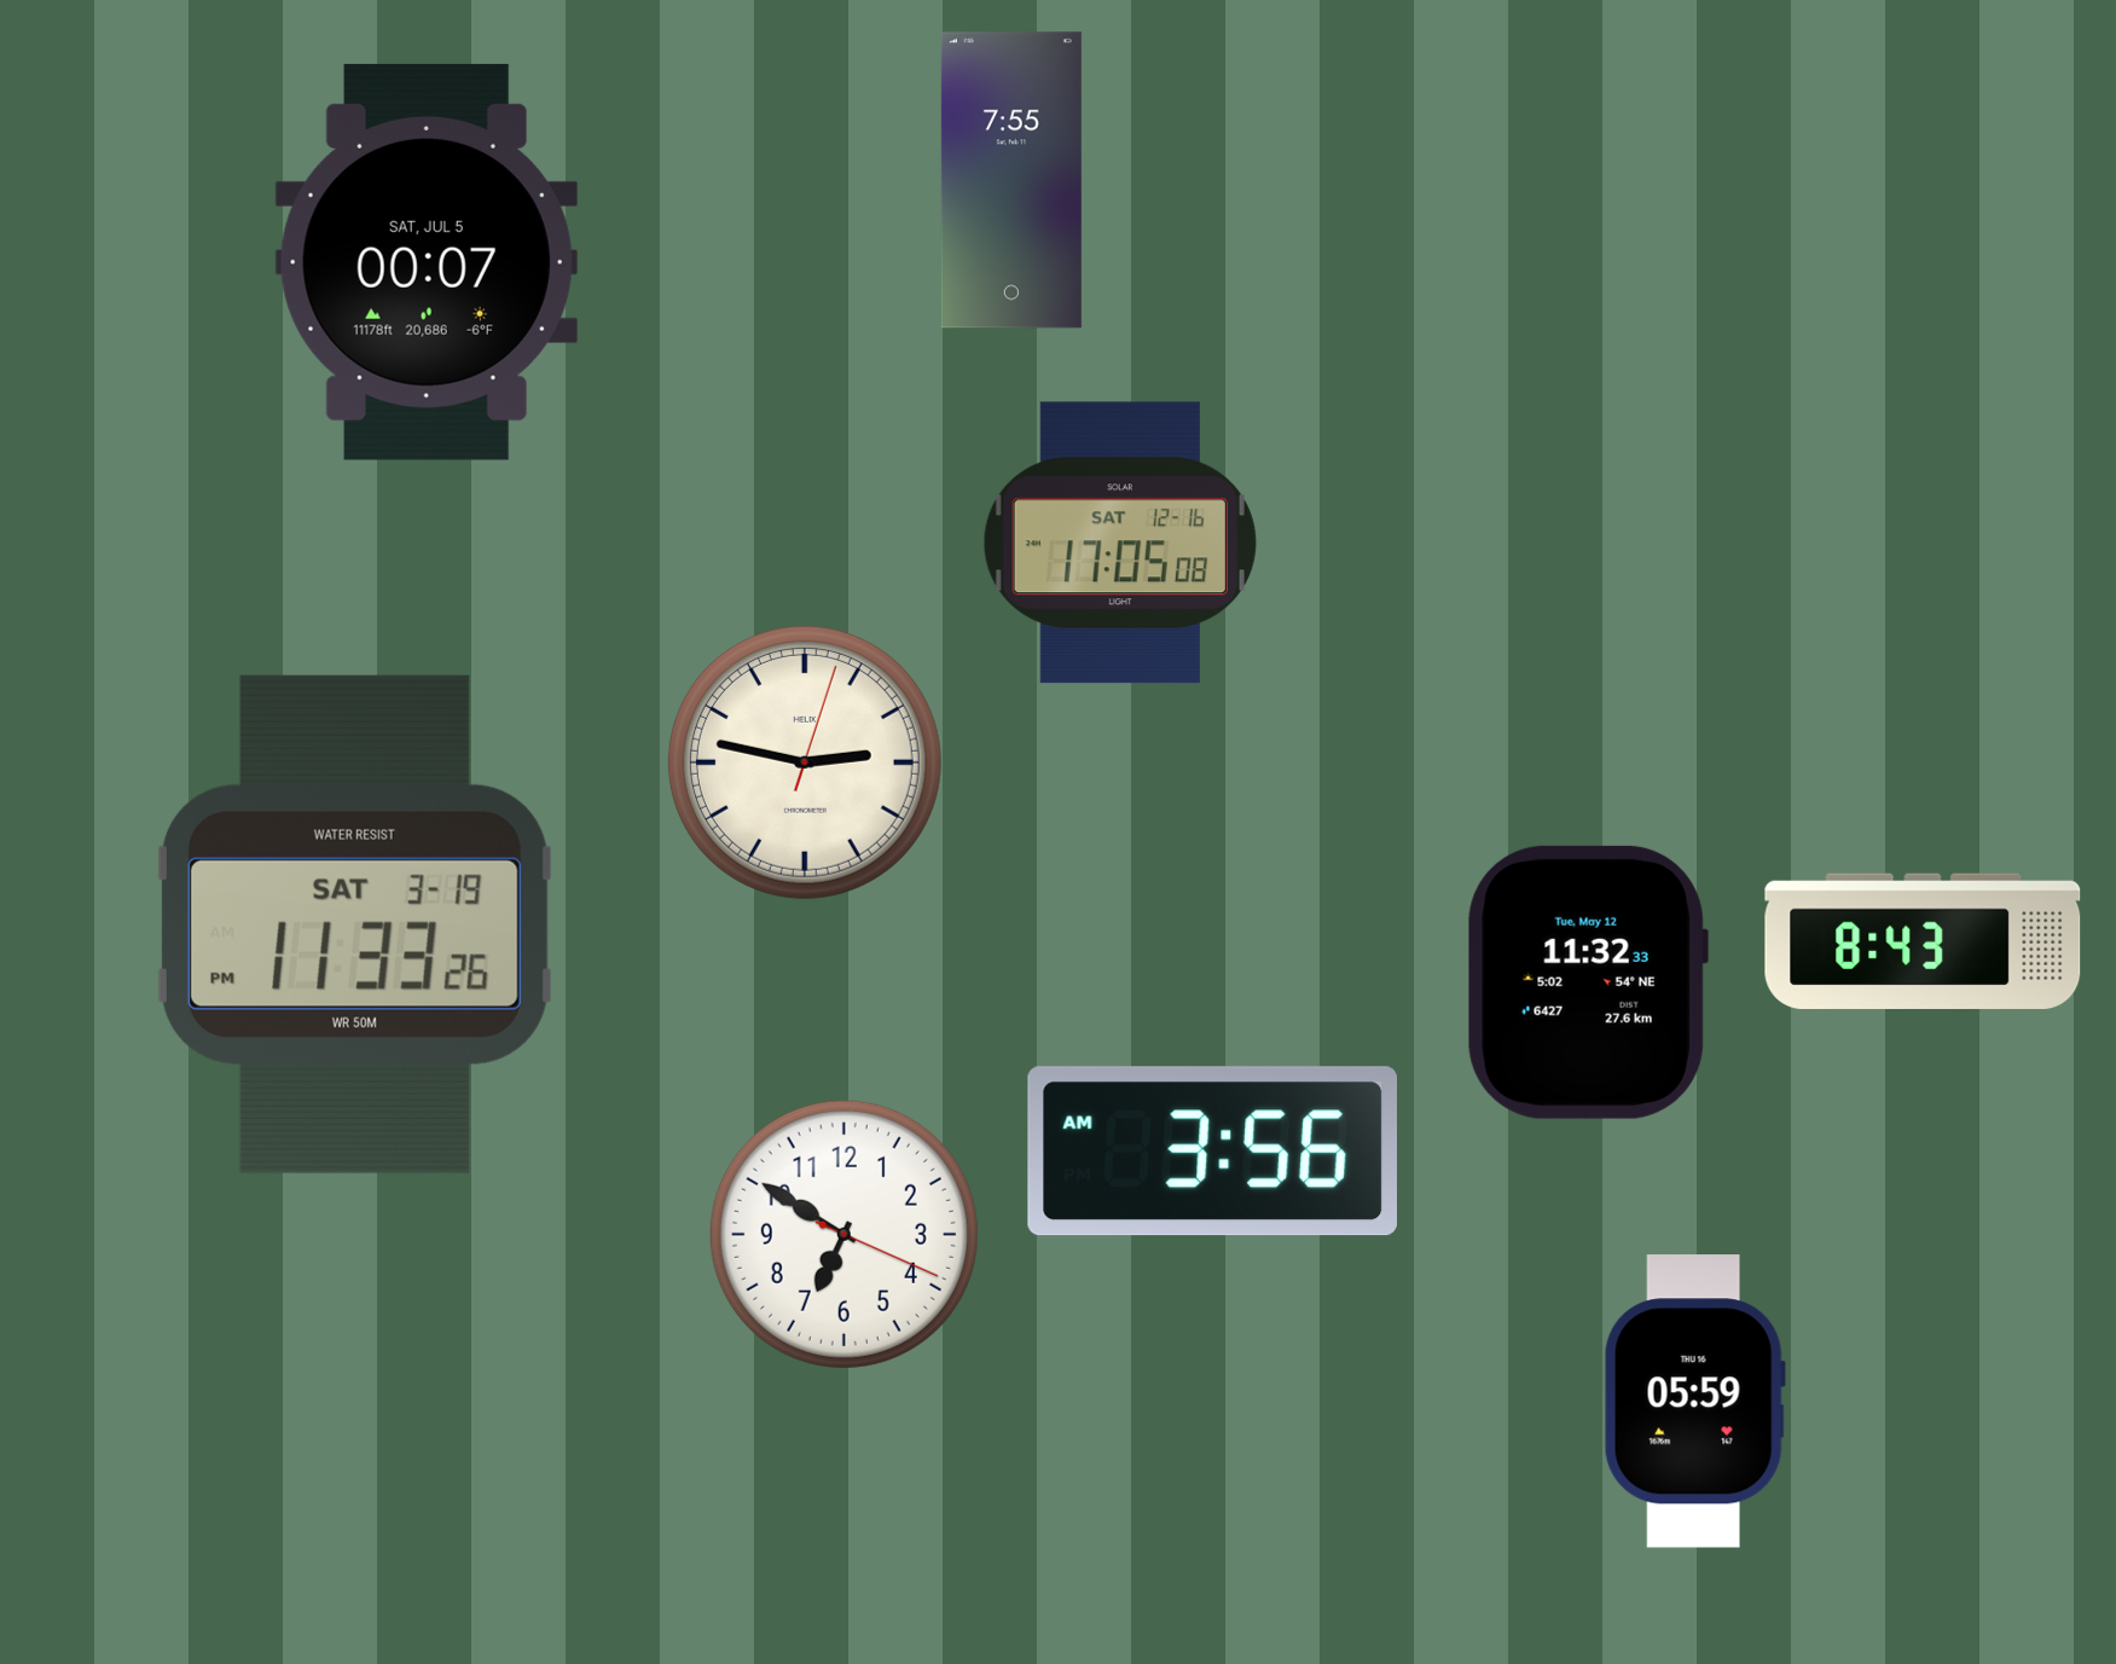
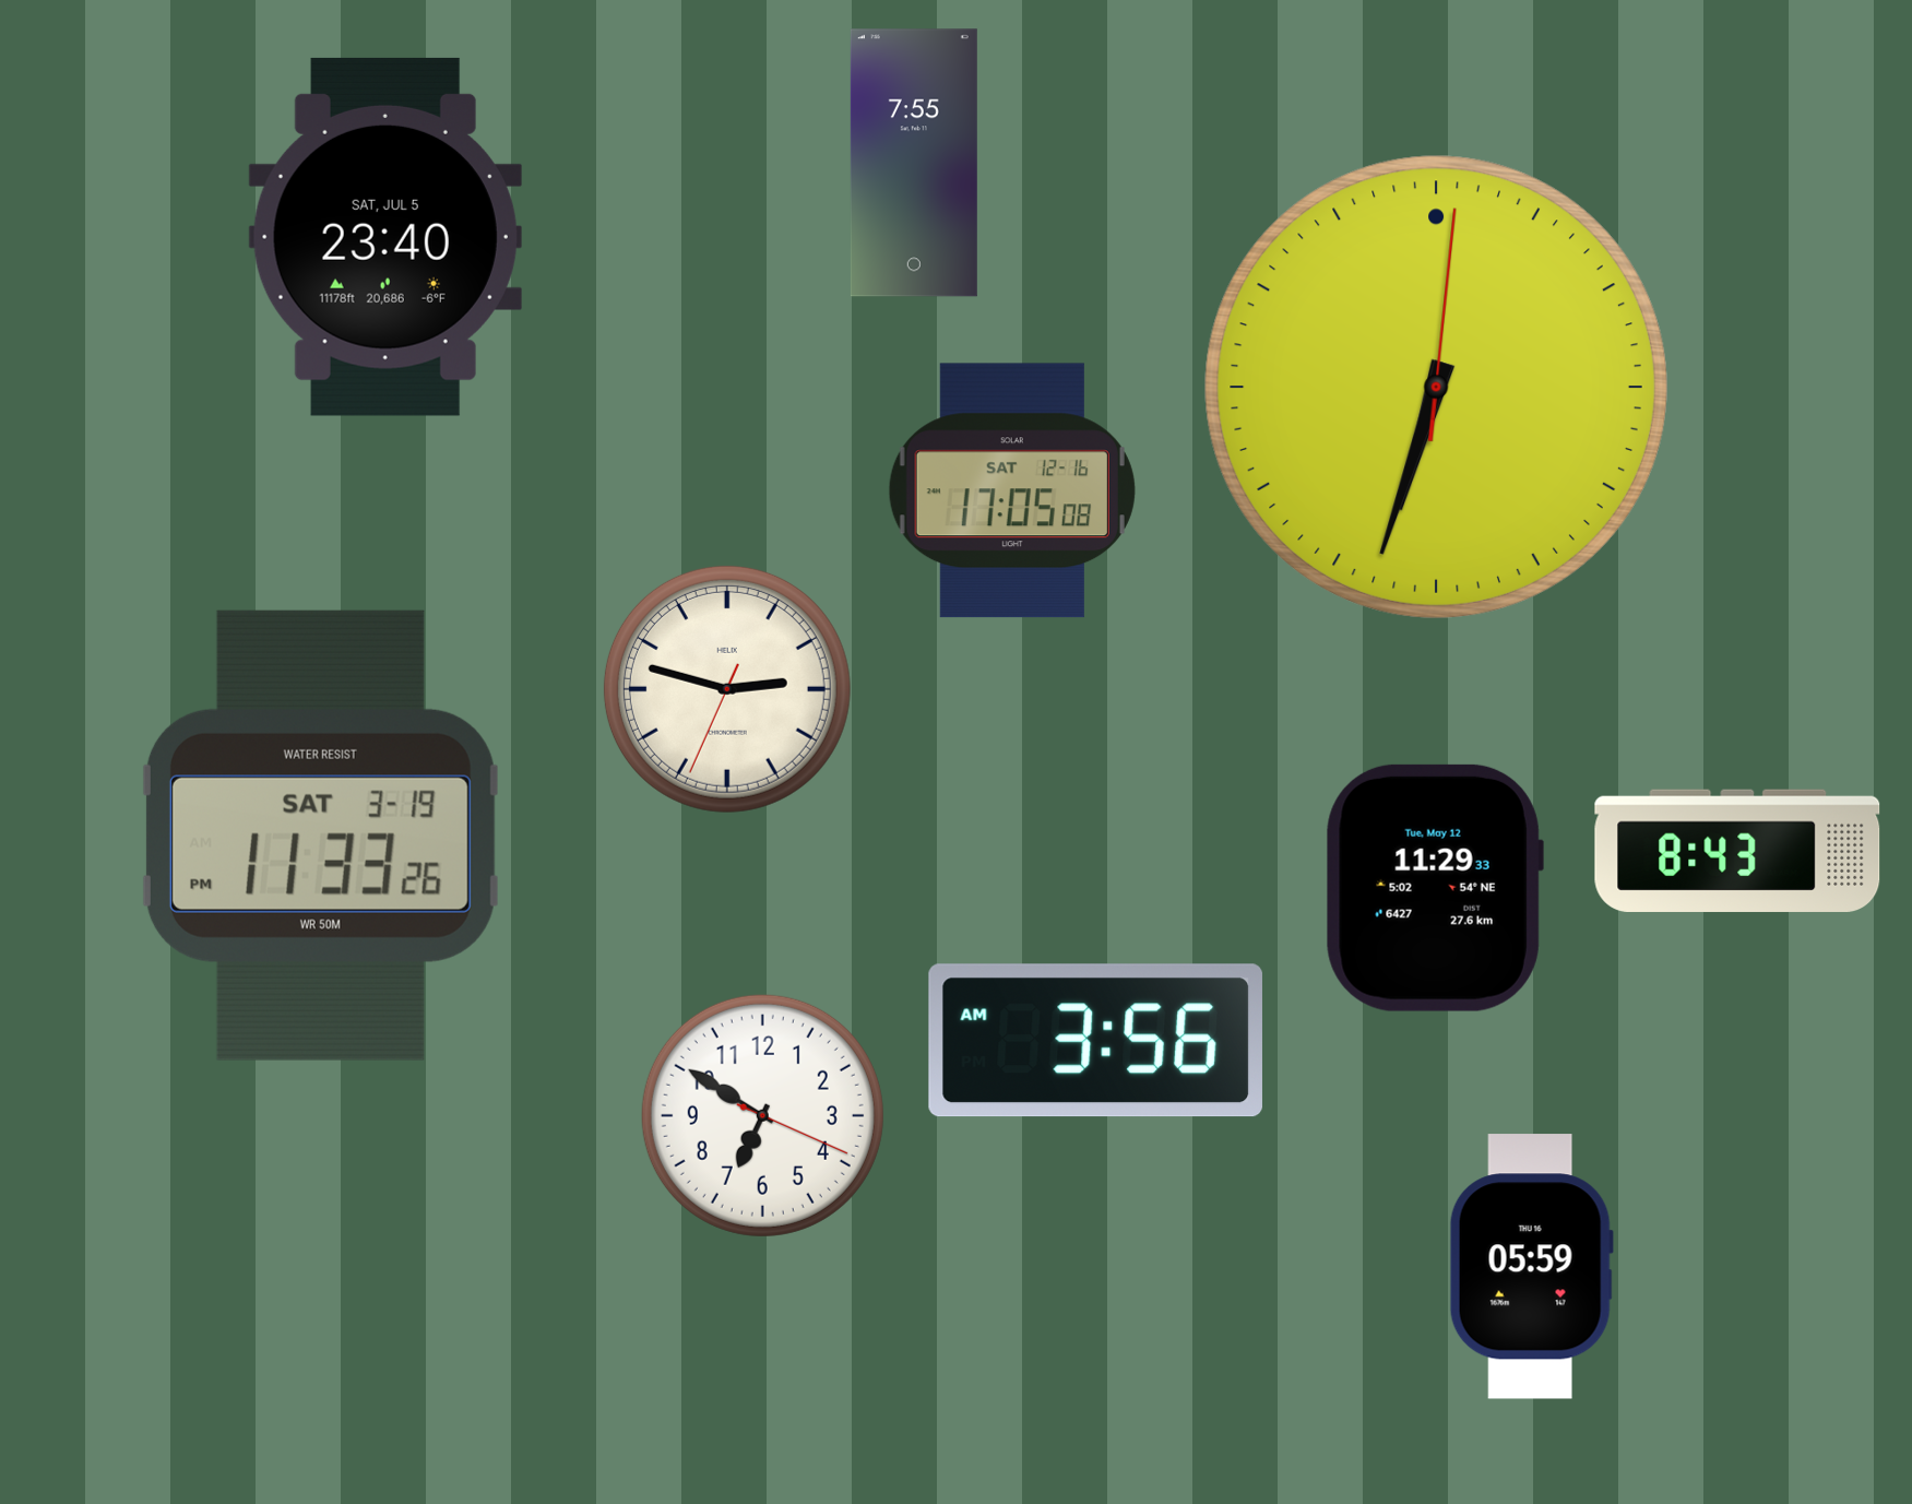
clock at (427, 262): 00:07 -> 23:40
clock at (1436, 387): none -> 6:33
clock at (805, 763): 2:47:03 -> 2:47:34
clock at (1588, 982): 11:32 -> 11:29
